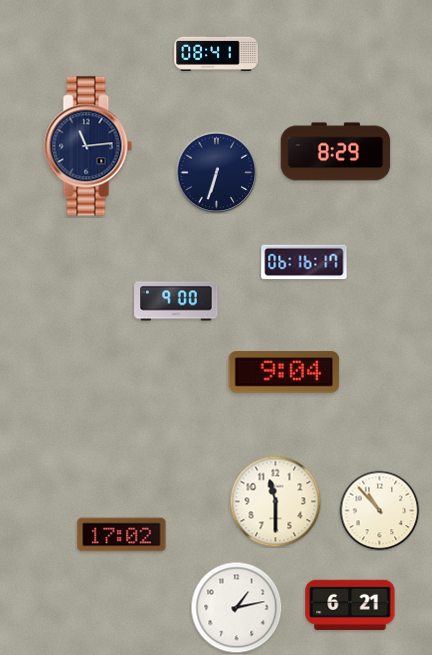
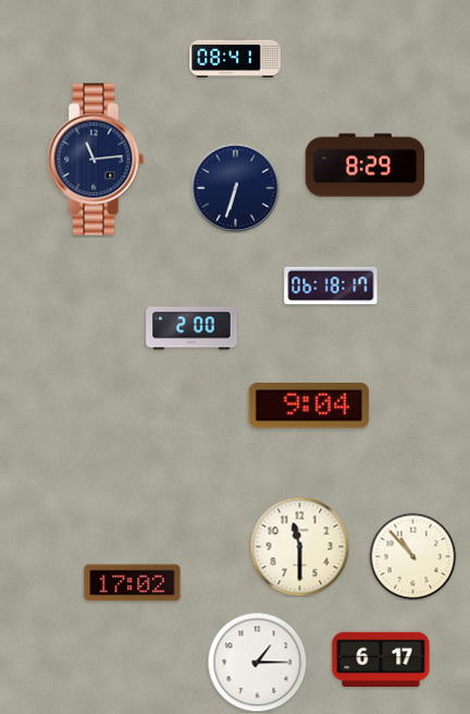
clock at (304, 262): 06:16 -> 06:18
clock at (176, 301): 9:00 -> 2:00
clock at (350, 605): 6:21 -> 6:17
clock at (236, 607): 1:13 -> 1:15
